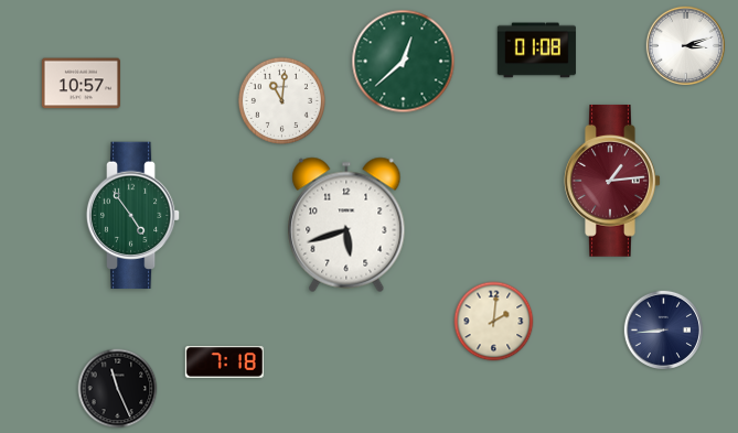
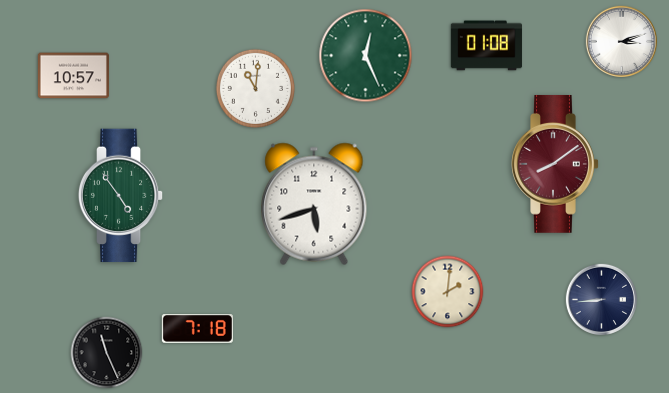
clock at (404, 62): 12:38 -> 12:26
clock at (281, 100) position: (281, 100) -> (255, 88)
clock at (612, 181): 1:14 -> 8:09
clock at (224, 362) position: (224, 362) -> (197, 329)
